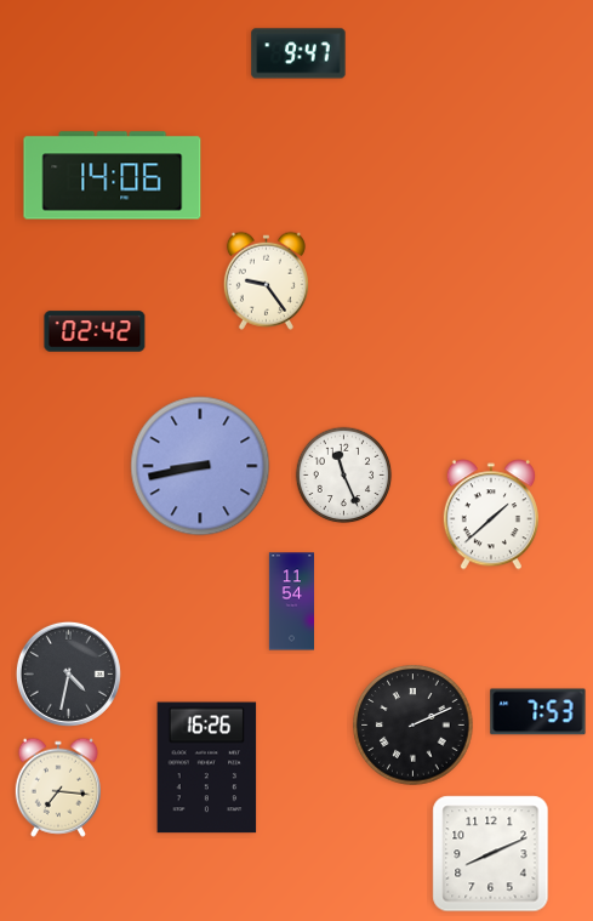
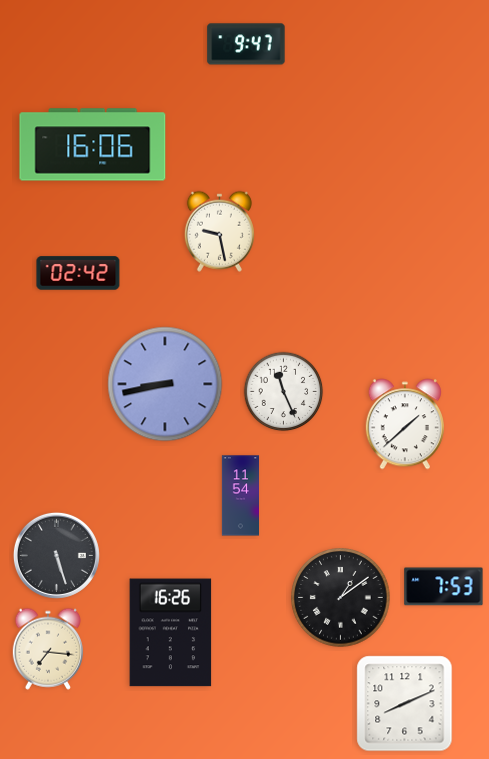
clock at (113, 176): 14:06 -> 16:06
clock at (266, 280): 9:24 -> 9:28
clock at (68, 673): 4:32 -> 5:27
clock at (414, 726): 2:11 -> 1:09
